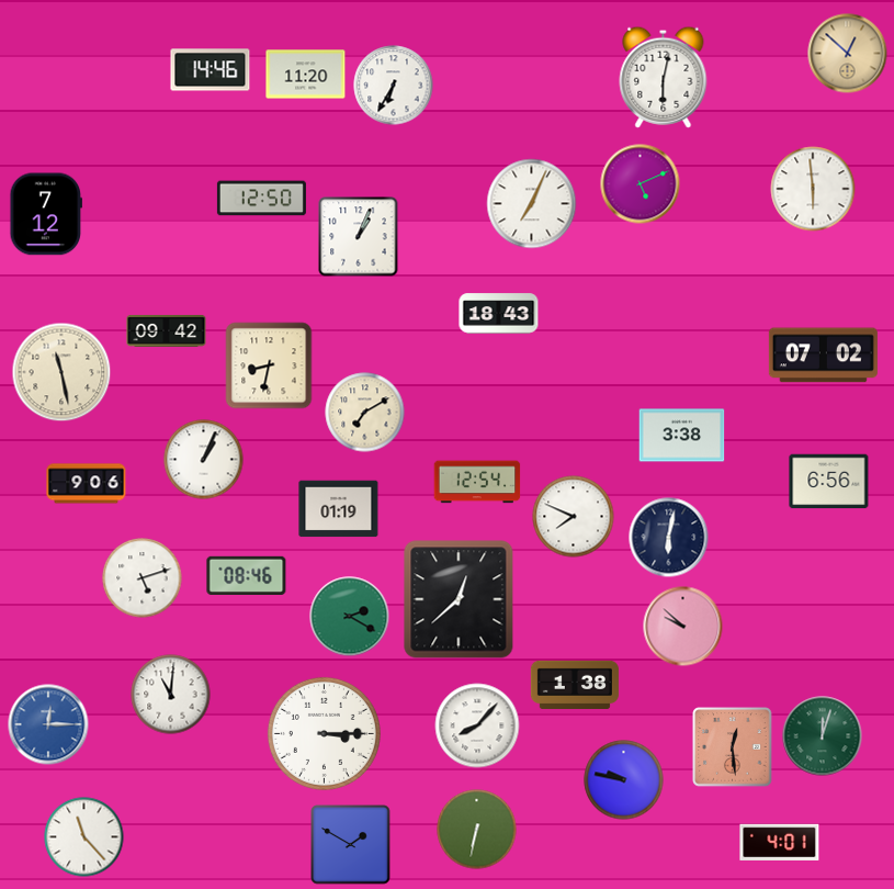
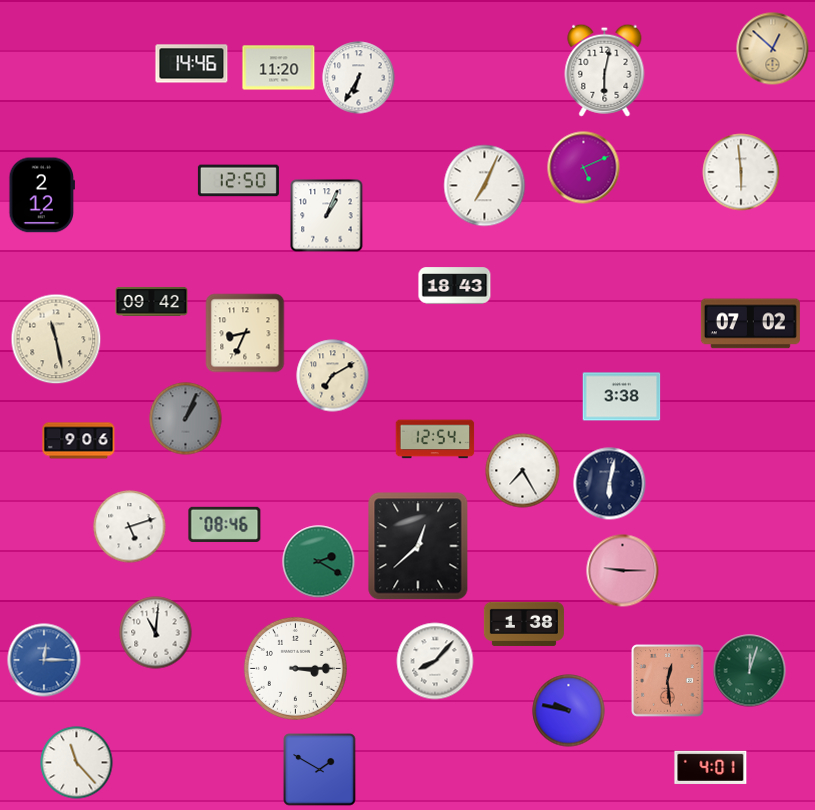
clock at (46, 214): 7:12 -> 2:12
clock at (269, 365): 8:32 -> 8:34
clock at (204, 460) dial: white -> grey
clock at (829, 482): 6:56 -> none
clock at (339, 509): 01:19 -> none
clock at (574, 517): 7:49 -> 7:25
clock at (669, 538) position: (669, 538) -> (610, 484)
clock at (683, 627): 9:52 -> 9:15
clock at (477, 830): 6:32 -> none
